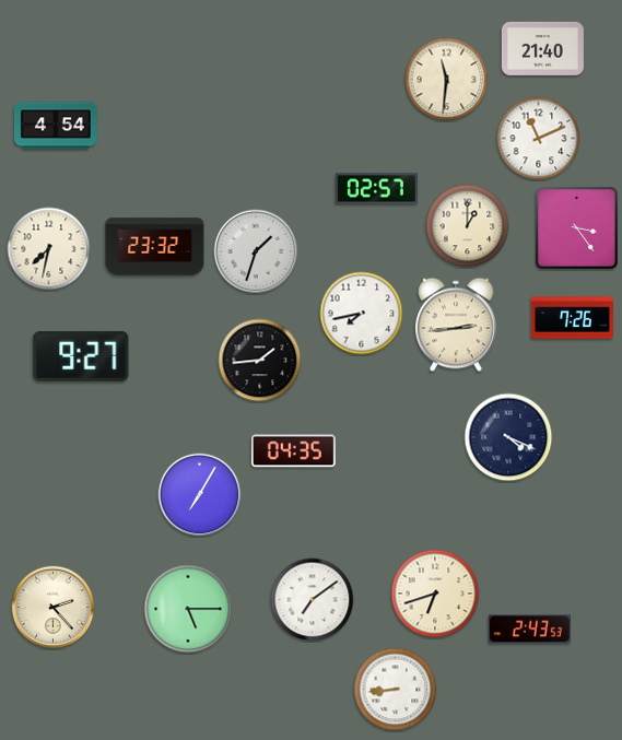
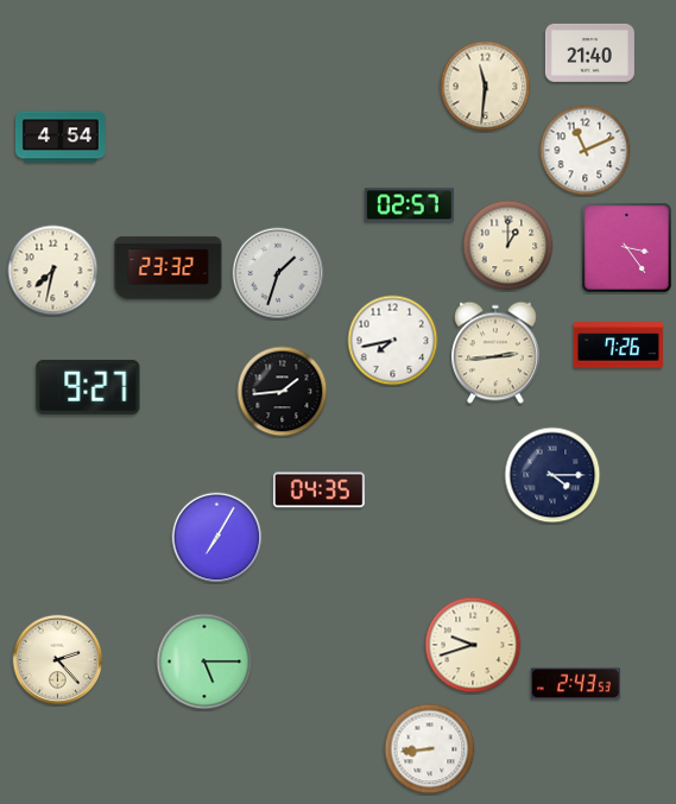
clock at (572, 318) position: (572, 318) -> (618, 346)
clock at (508, 437): 4:19 -> 4:15
clock at (435, 594): 6:42 -> 9:42
clock at (313, 600): 7:09 -> none
